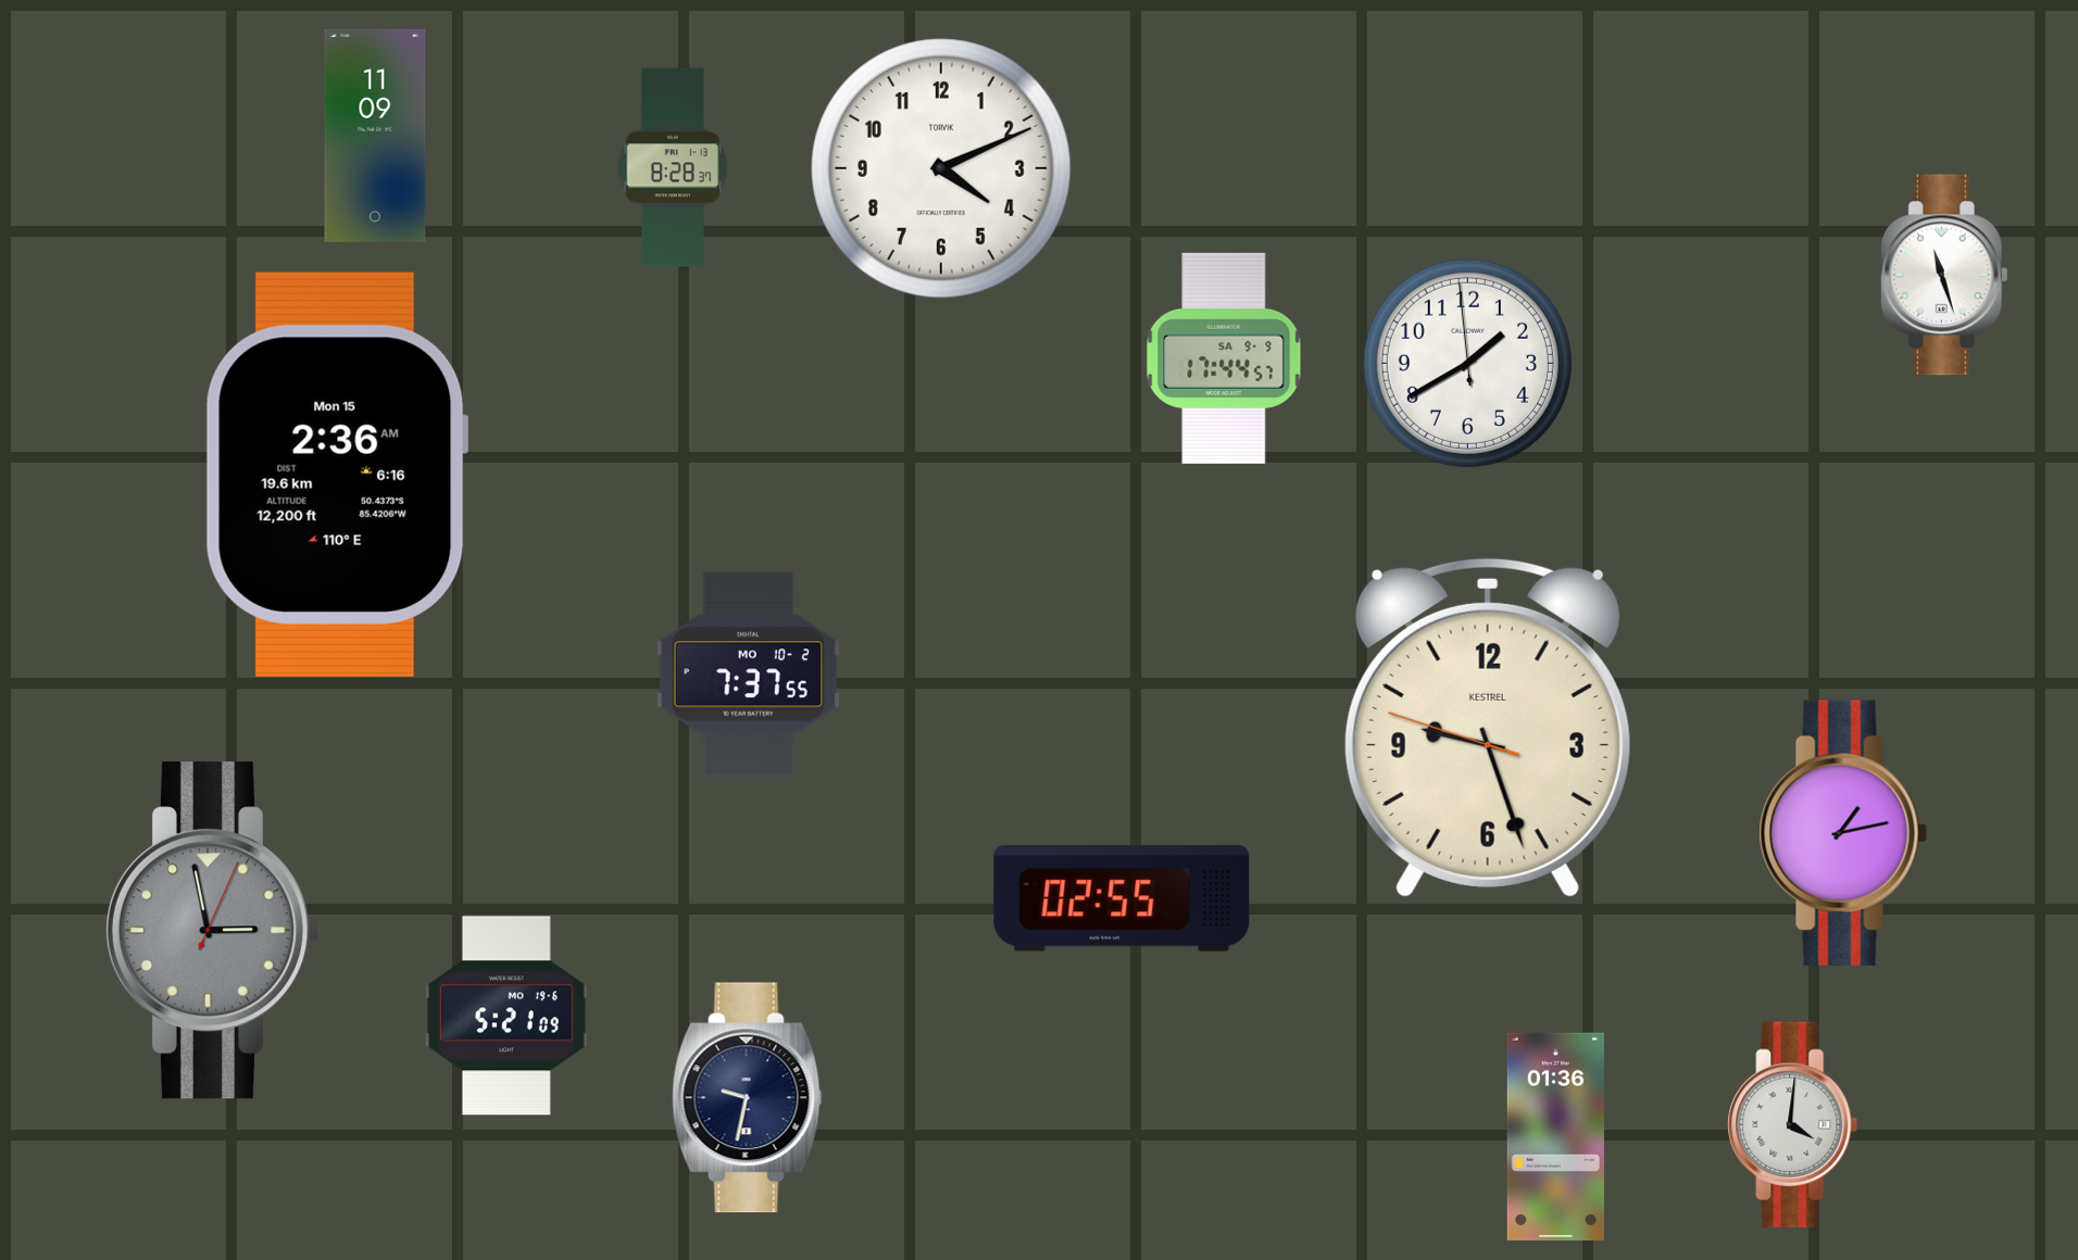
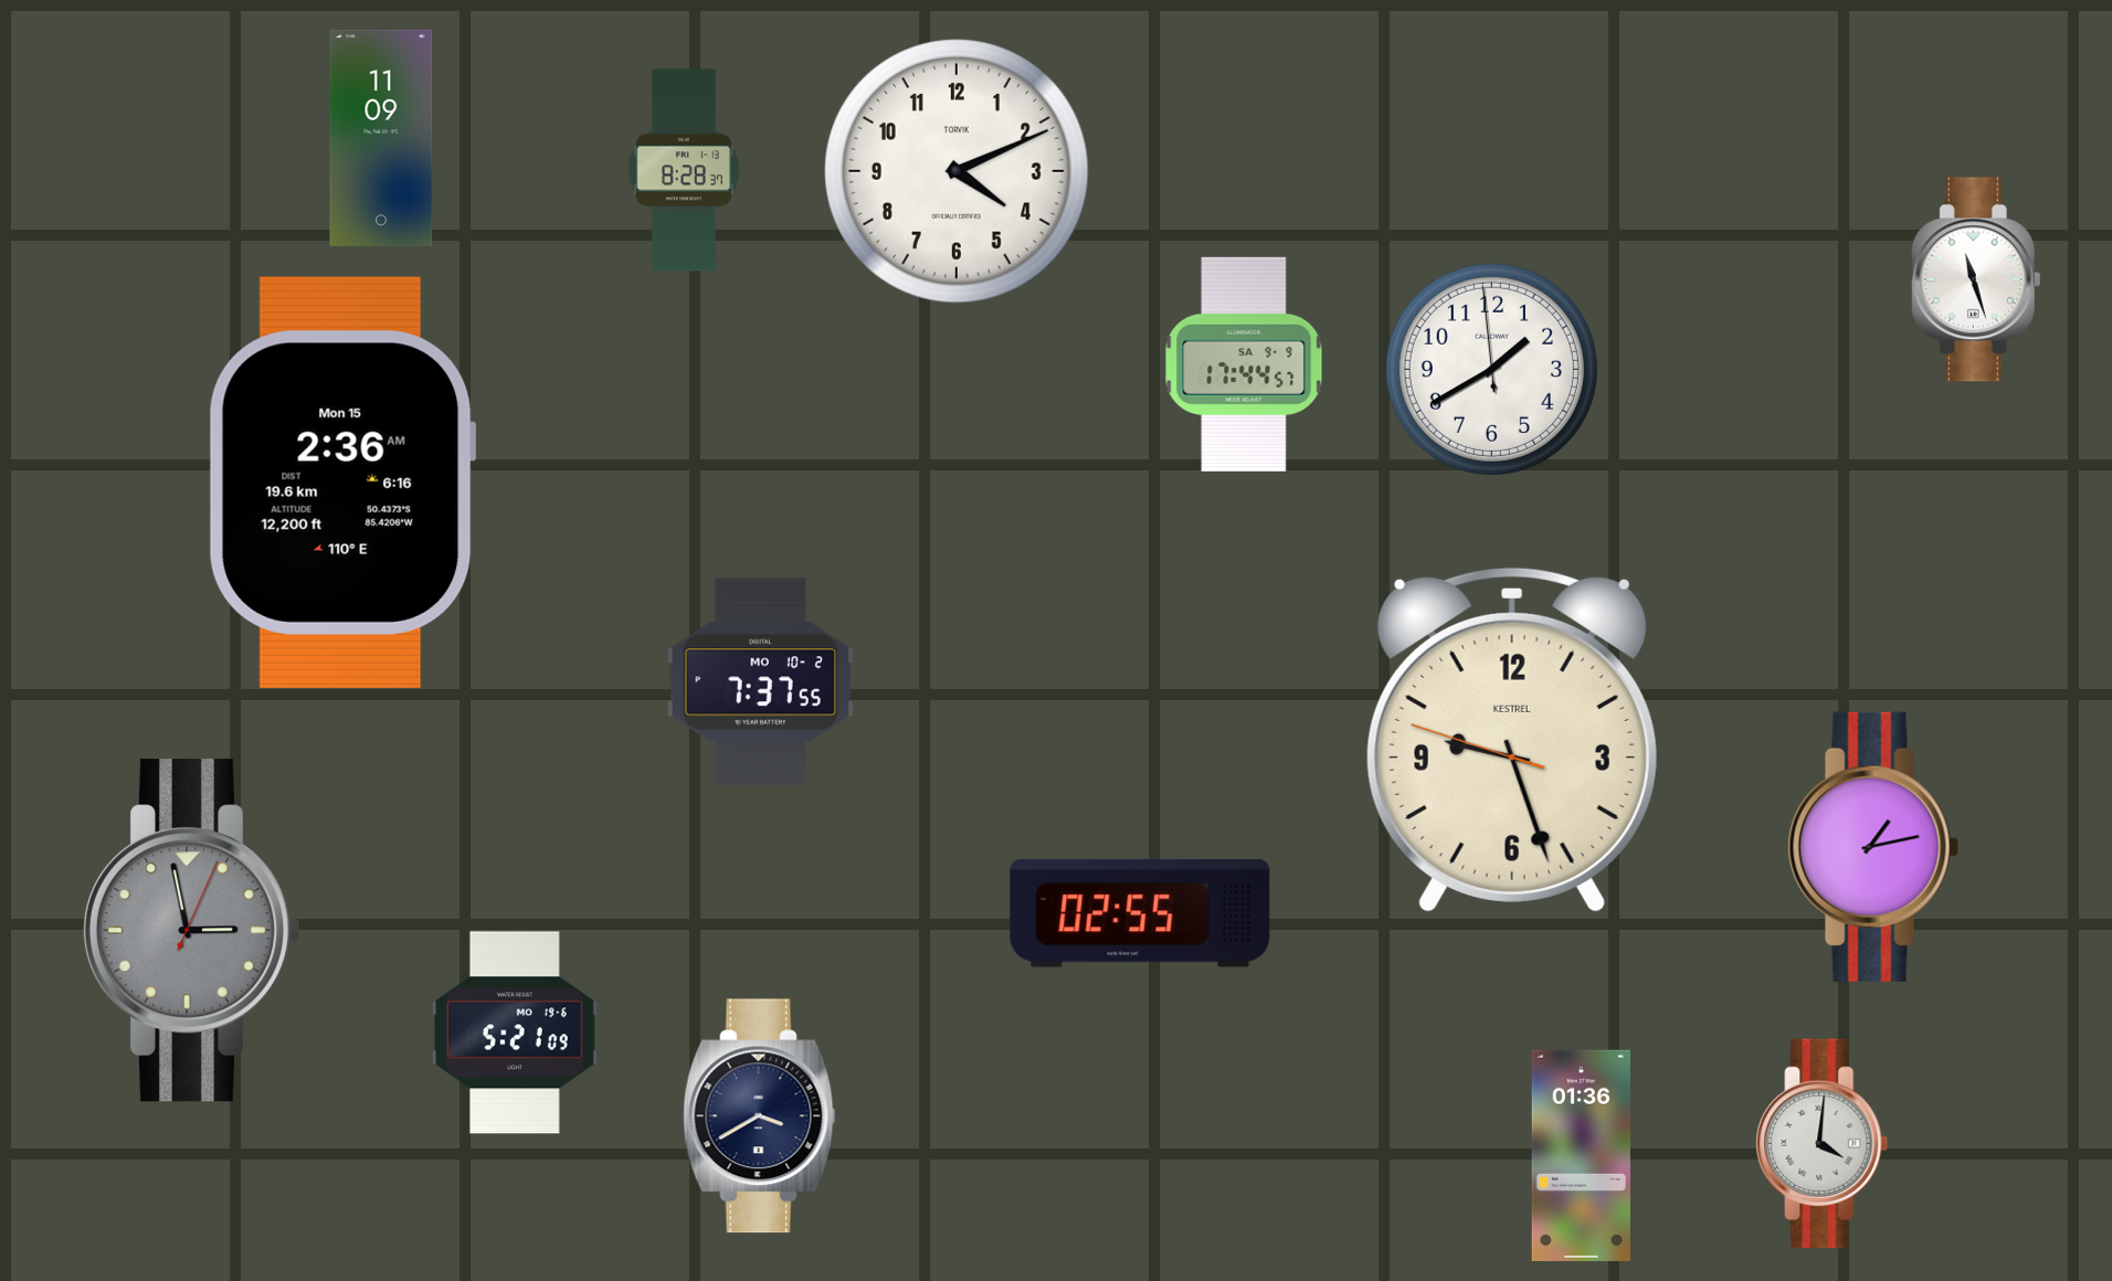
clock at (748, 675) position: (748, 675) -> (760, 682)
clock at (212, 931) position: (212, 931) -> (191, 931)
clock at (748, 1098): 9:32 -> 3:40
